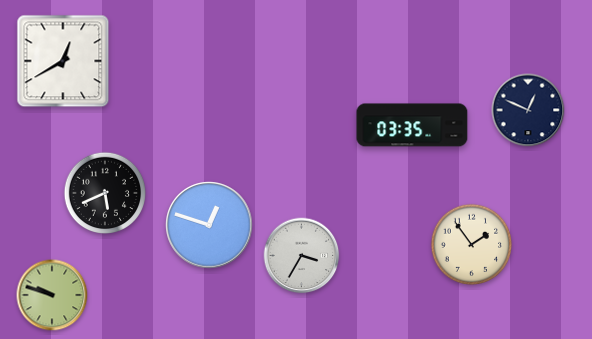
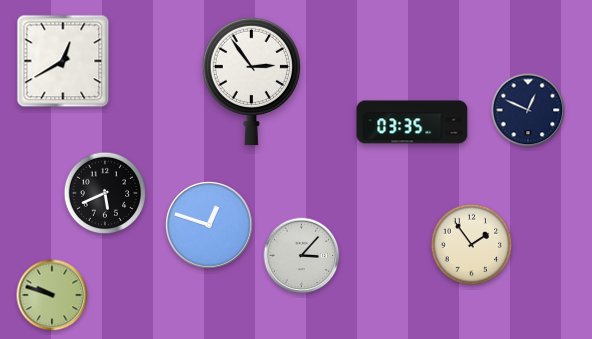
clock at (251, 81): none -> 2:54
clock at (412, 125) position: (412, 125) -> (412, 122)
clock at (302, 256): 3:35 -> 3:07
